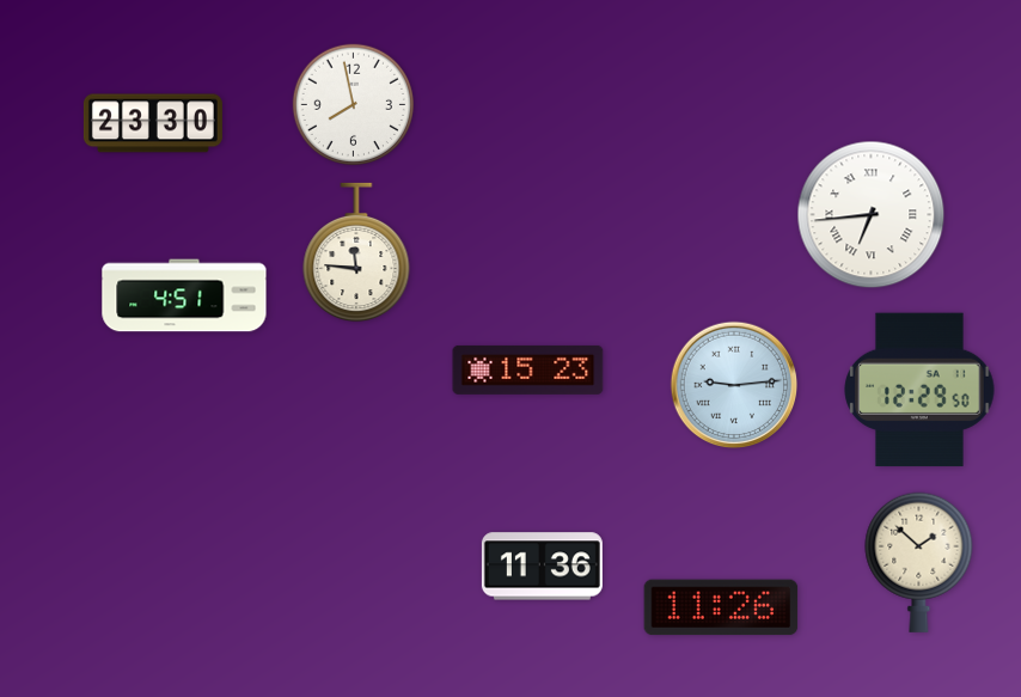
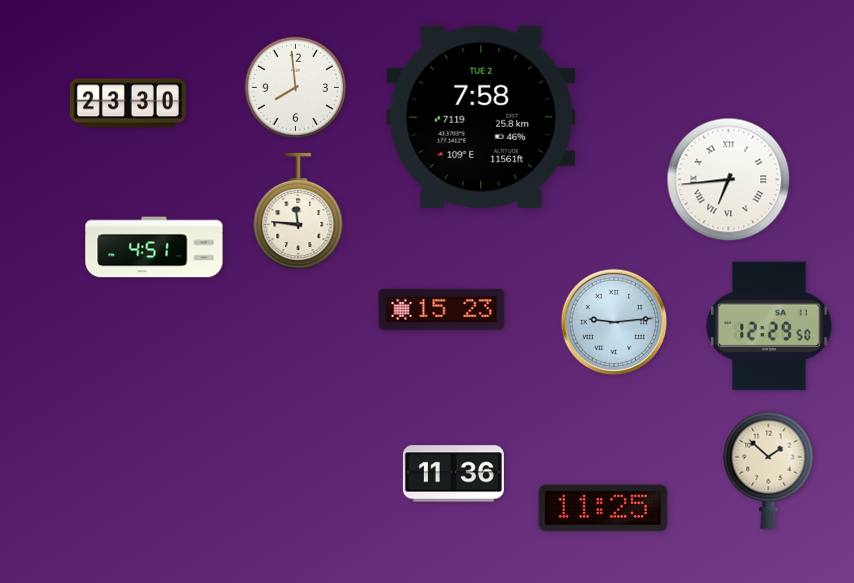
clock at (353, 104): 7:58 -> 7:59
clock at (481, 117): none -> 7:58
clock at (721, 607): 11:26 -> 11:25
